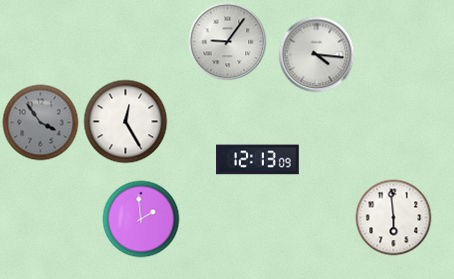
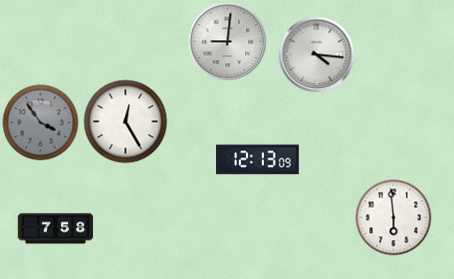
clock at (228, 42): 9:06 -> 9:01
clock at (141, 219): 1:59 -> none
clock at (56, 229): none -> 7:58
